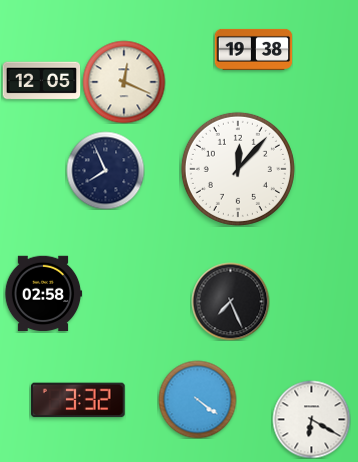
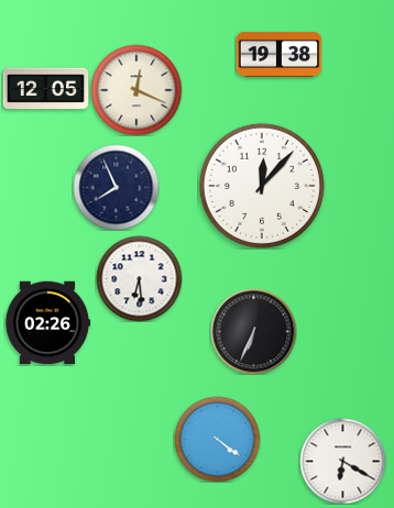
clock at (139, 278): none -> 6:29
clock at (43, 294): 02:58 -> 02:26
clock at (230, 301): 7:26 -> 6:34
clock at (78, 400): 3:32 -> none
